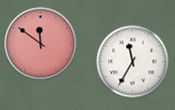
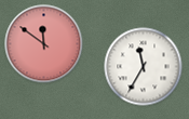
clock at (41, 44) position: (41, 44) -> (44, 44)
